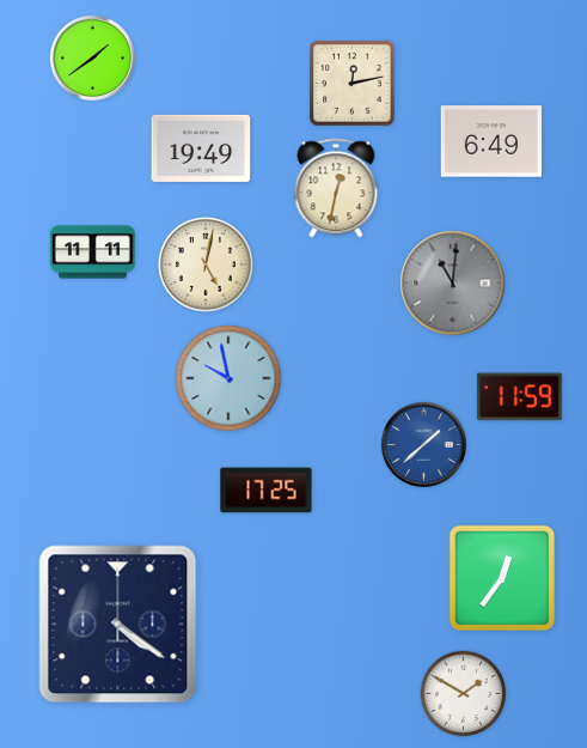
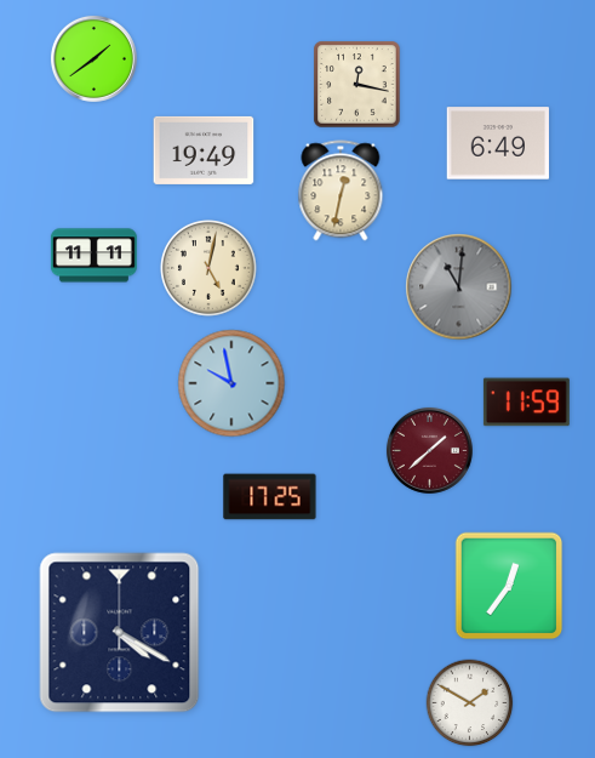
clock at (353, 84): 12:13 -> 12:17
clock at (423, 444) dial: blue -> burgundy
clock at (118, 625): 4:21 -> 4:20
